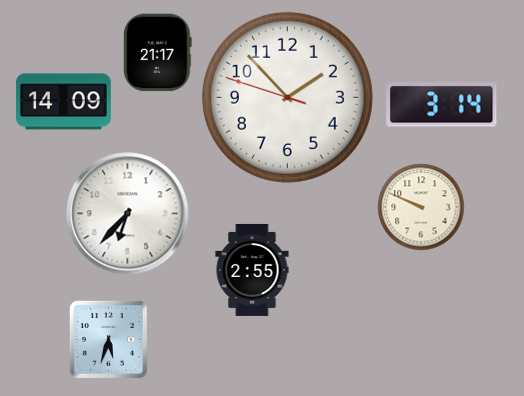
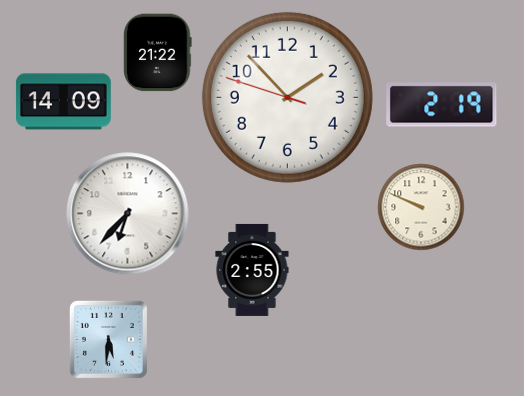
clock at (158, 52): 21:17 -> 21:22
clock at (442, 105): 3:14 -> 2:19
clock at (108, 339): 5:33 -> 5:31
